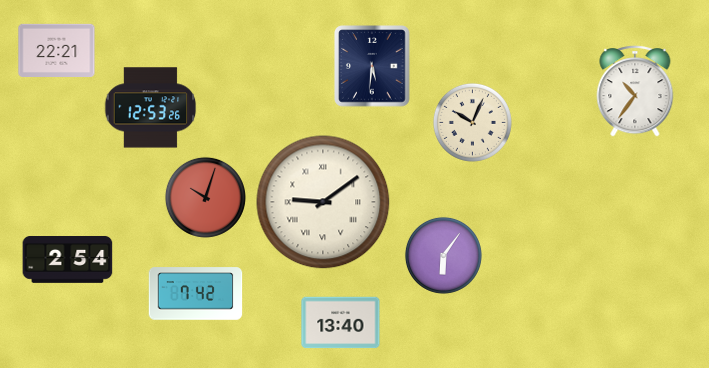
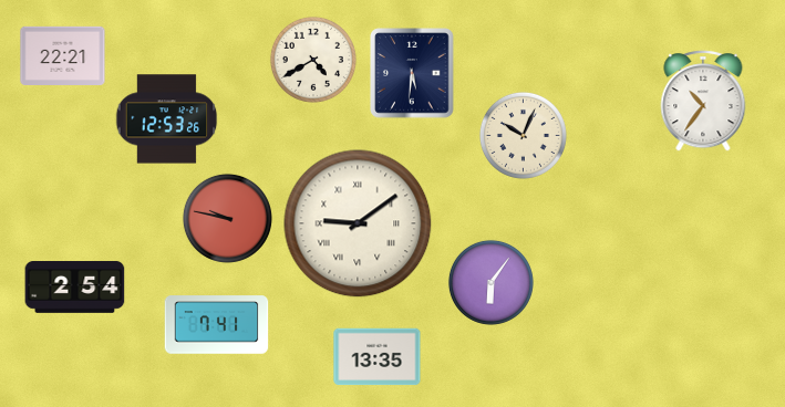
clock at (313, 60): none -> 4:40
clock at (205, 197): 10:03 -> 9:47
clock at (196, 294): 7:42 -> 7:41
clock at (341, 323): 13:40 -> 13:35
